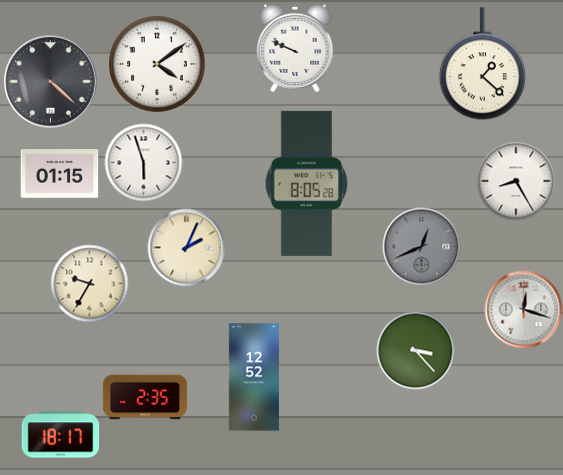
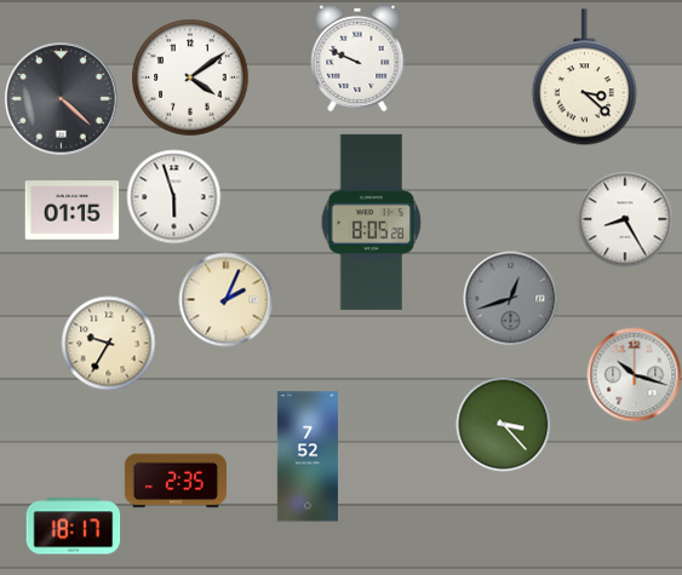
clock at (482, 64): 1:22 -> 3:22
clock at (421, 246): 12:41 -> 12:42
clock at (523, 309): 12:18 -> 10:18
clock at (254, 377): 12:52 -> 7:52
